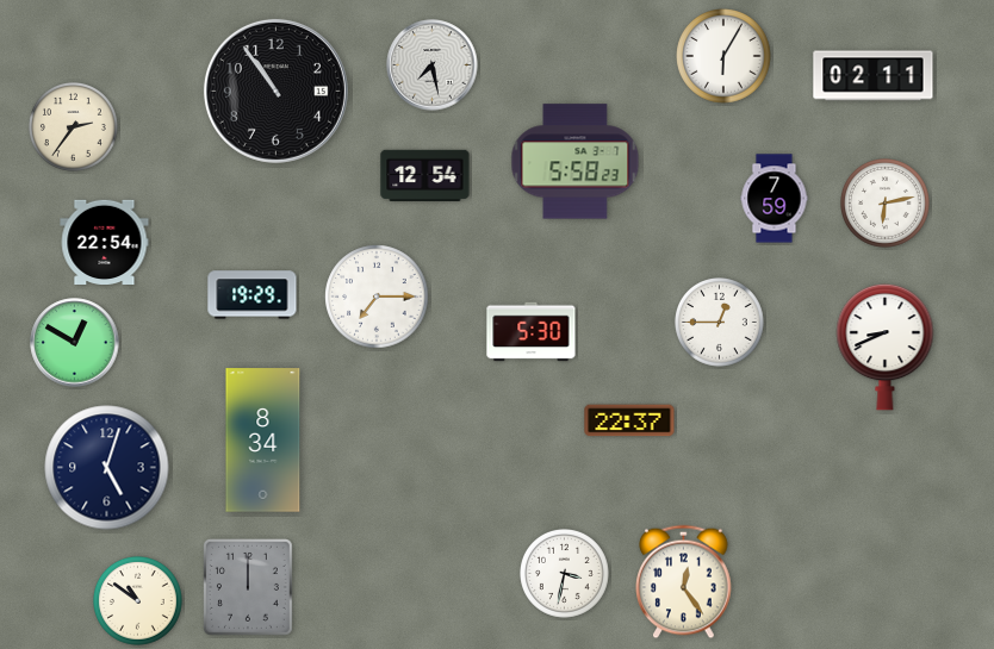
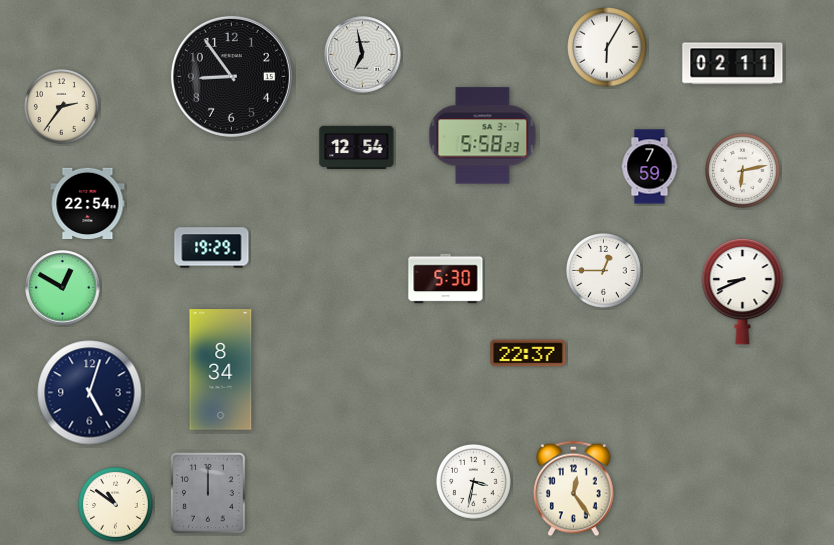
clock at (433, 65): 7:28 -> 6:58
clock at (275, 91): 10:54 -> 8:54
clock at (377, 297): 7:15 -> none
